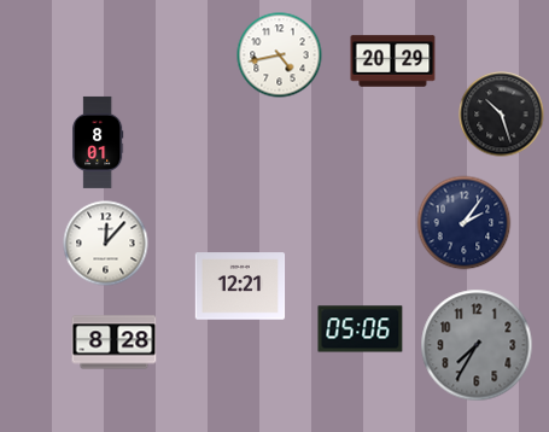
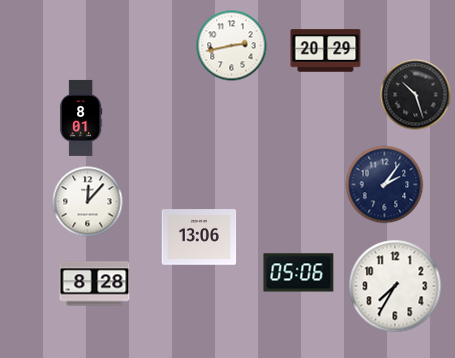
clock at (280, 56): 4:43 -> 2:43
clock at (240, 286): 12:21 -> 13:06
clock at (477, 345) dial: grey -> white
